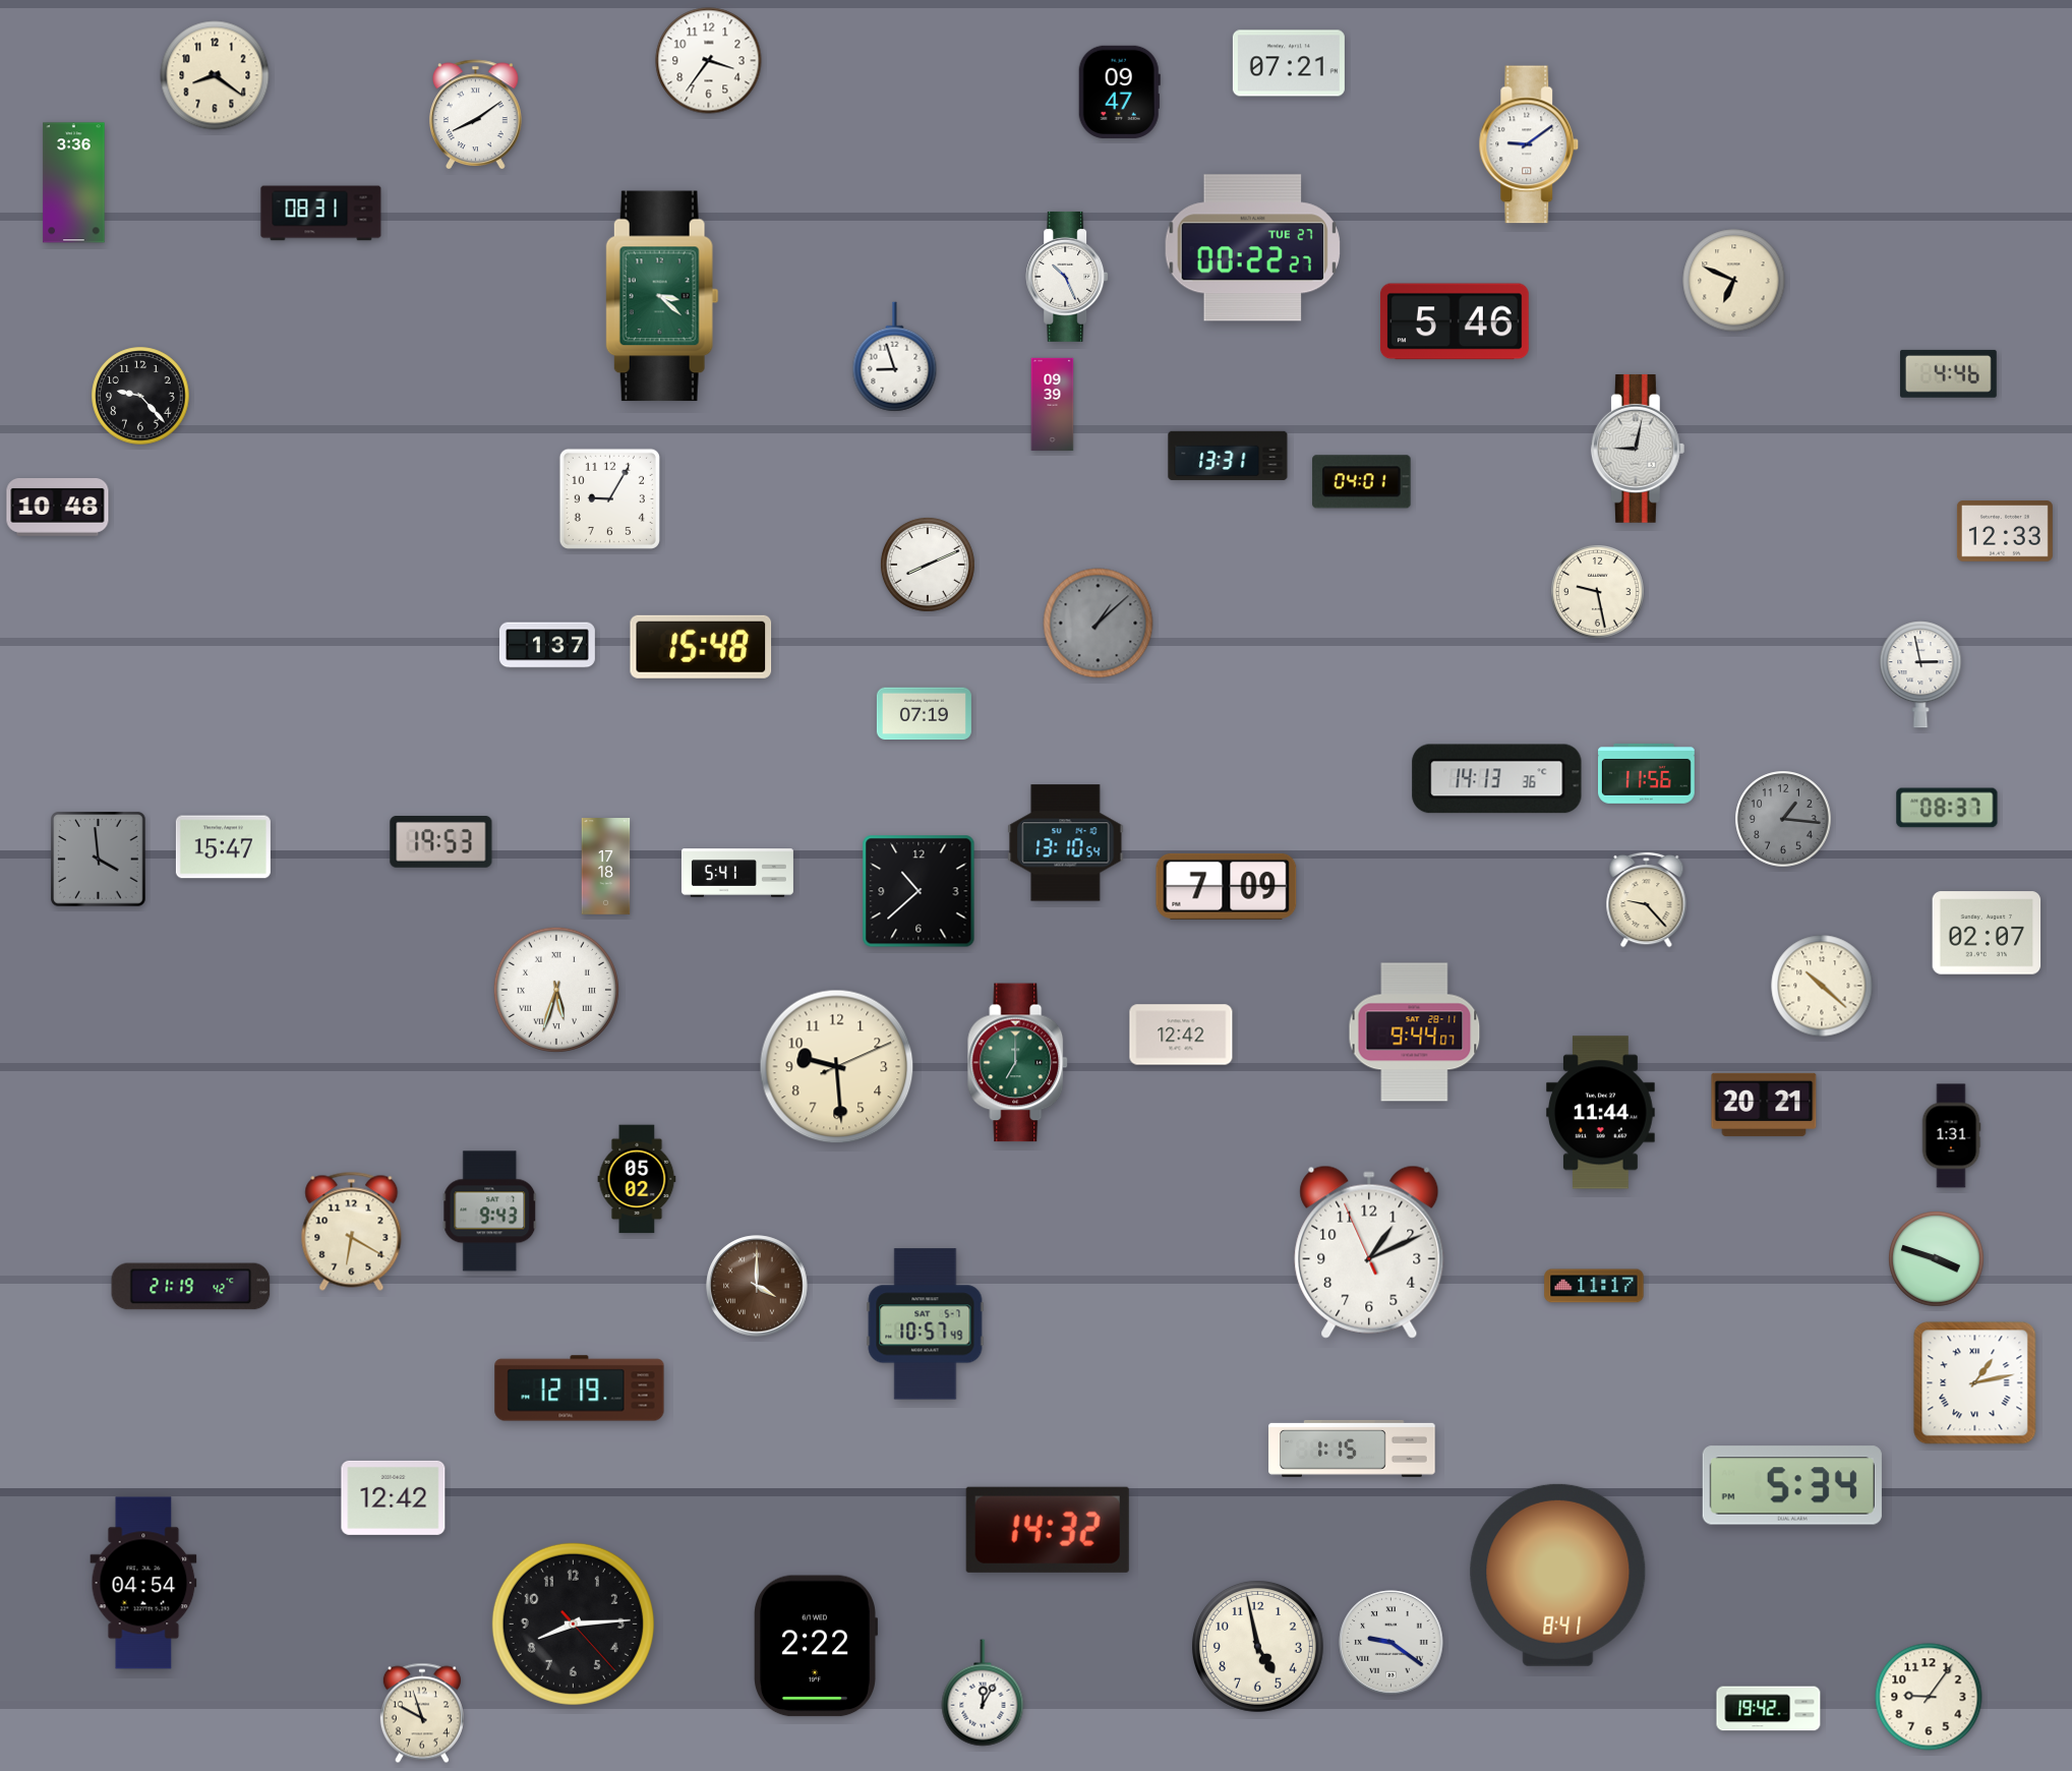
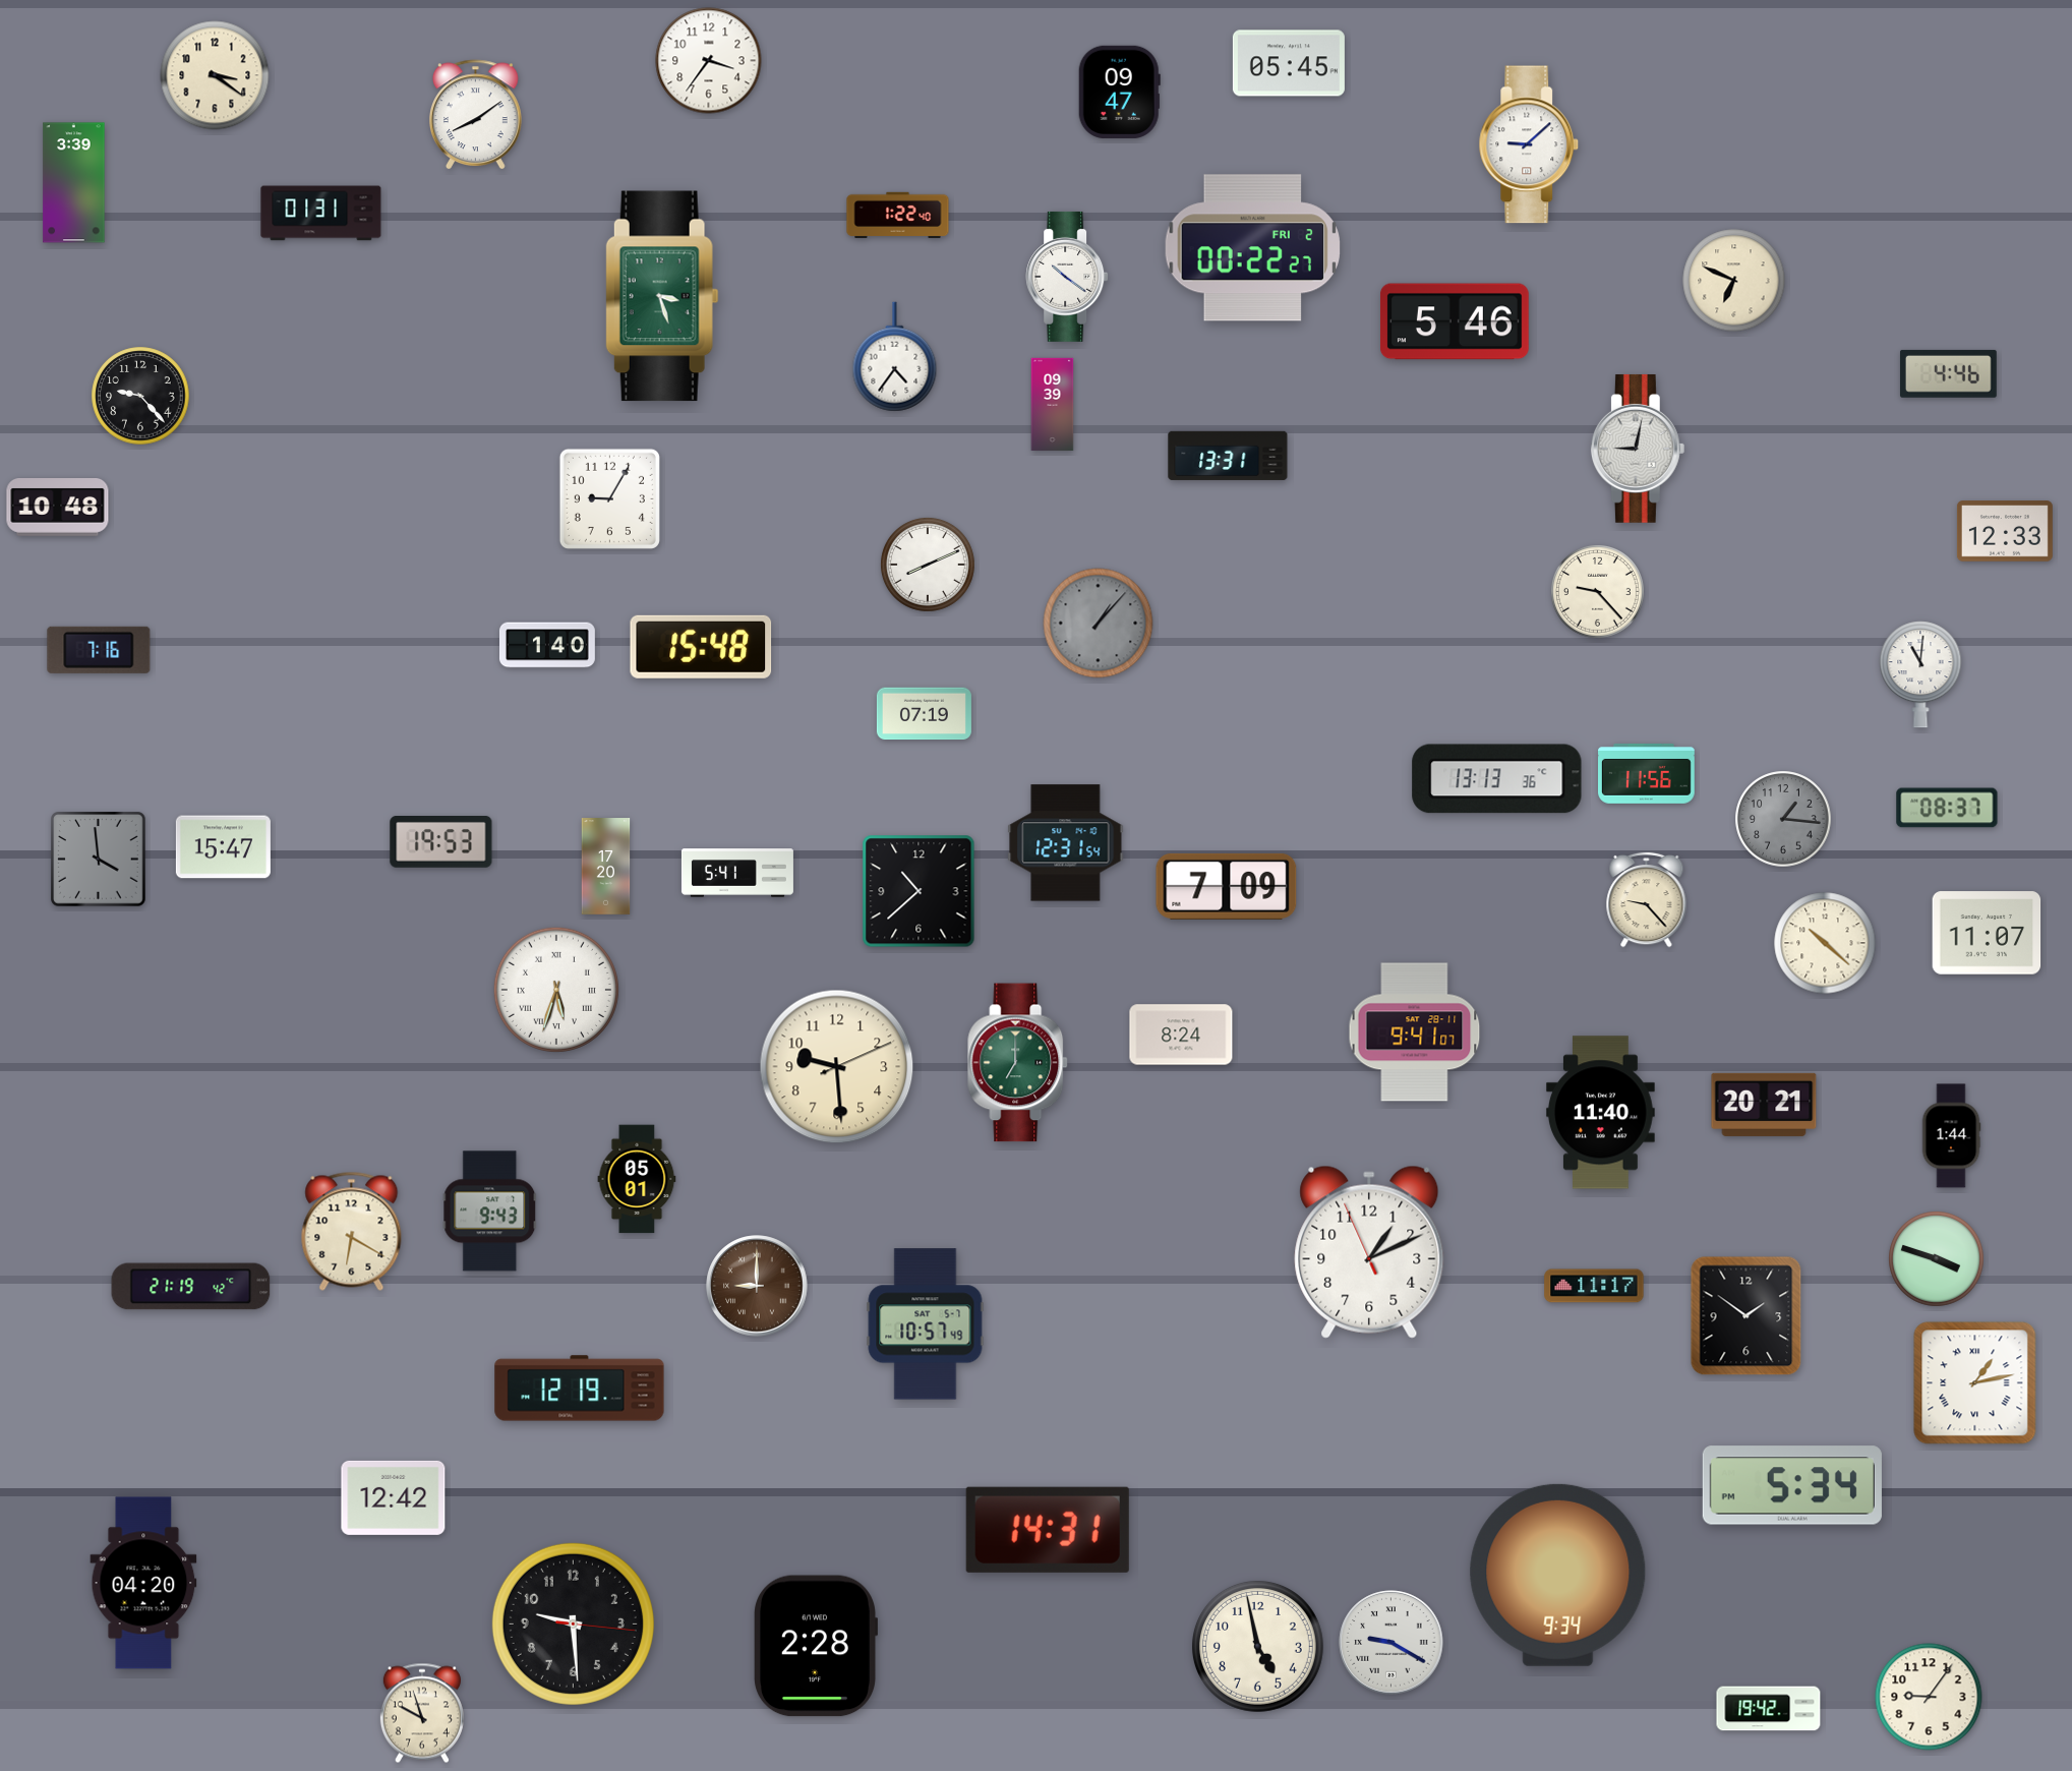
clock at (1289, 63): 07:21 -> 05:45
clock at (215, 75): 8:21 -> 3:21
clock at (1529, 144): 9:09 -> 9:08
clock at (74, 183): 3:36 -> 3:39
clock at (321, 214): 08:31 -> 01:31
clock at (898, 216): none -> 1:22
clock at (1252, 248) date: TUE 27 -> FRI 2
clock at (1067, 277): 10:26 -> 10:21
clock at (662, 296): 3:22 -> 3:27
clock at (895, 357): 8:57 -> 4:36
clock at (1362, 482): 04:01 -> none
clock at (1597, 591): 9:28 -> 9:23
clock at (1099, 624): 1:08 -> 1:07
clock at (547, 645): 1:37 -> 1:40
clock at (99, 650): none -> 7:16
clock at (1920, 674): 2:58 -> 11:01
clock at (1497, 779): 14:13 -> 13:13
clock at (1066, 843): 13:10 -> 12:31
clock at (606, 867): 17:18 -> 17:20
clock at (1987, 933): 02:07 -> 11:07
clock at (1822, 986) position: (1822, 986) -> (1825, 943)
clock at (1415, 1032): 9:44 -> 9:41
clock at (1181, 1035): 12:42 -> 8:24
clock at (1601, 1113): 11:44 -> 11:40
clock at (1951, 1136): 1:31 -> 1:44
clock at (637, 1179): 05:02 -> 05:01
clock at (757, 1286): 4:00 -> 9:00
clock at (1747, 1316): none -> 1:51
clock at (1352, 1449): 1:15 -> none
clock at (1048, 1530): 14:32 -> 14:31
clock at (1558, 1575): 8:41 -> 9:34
clock at (143, 1583): 04:54 -> 04:20
clock at (573, 1624): 8:14 -> 9:29
clock at (1392, 1643): 9:21 -> 9:20
clock at (815, 1646): 2:22 -> 2:28
clock at (983, 1693): 12:05 -> none
